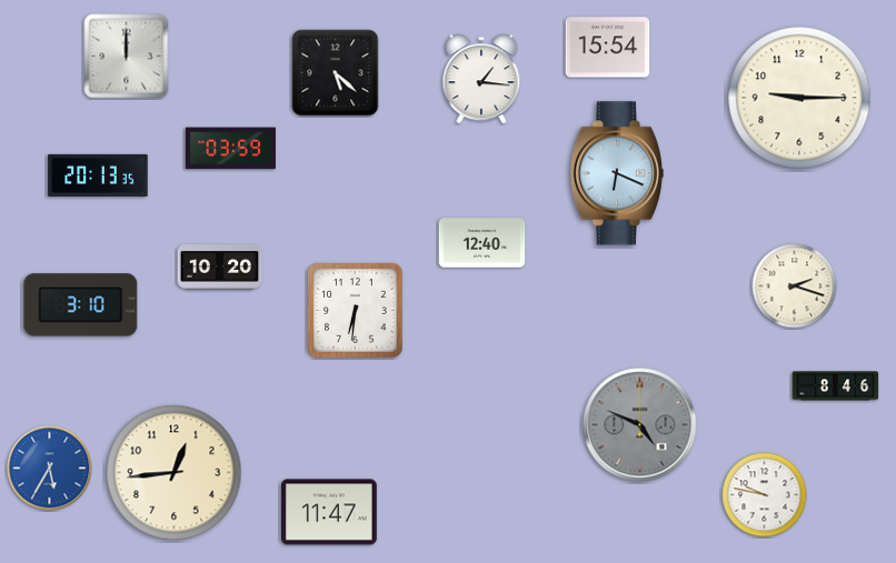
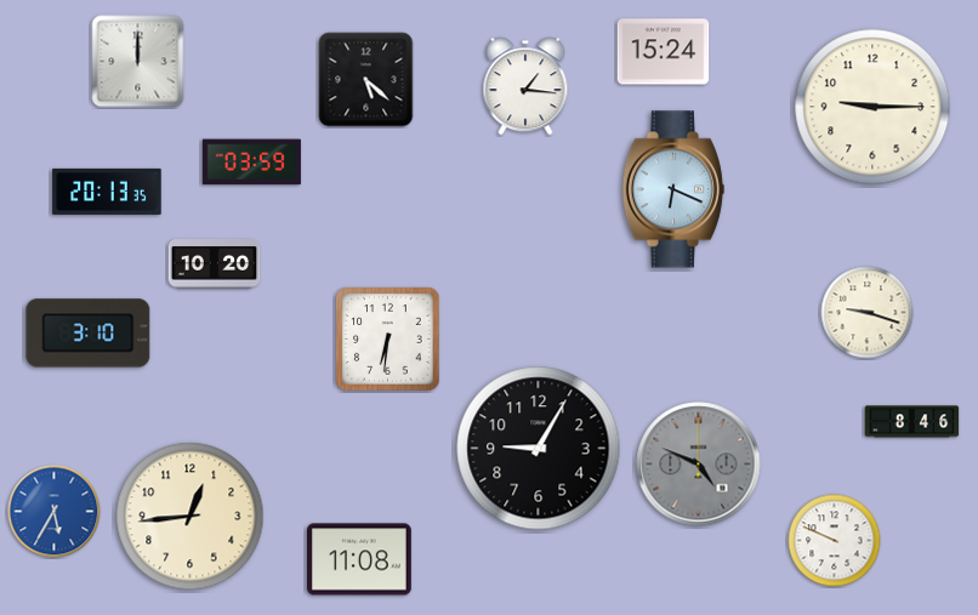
clock at (608, 48): 15:54 -> 15:24
clock at (482, 243): 12:40 -> none
clock at (220, 268) position: (220, 268) -> (215, 264)
clock at (795, 286): 2:18 -> 9:18
clock at (539, 449): none -> 9:05
clock at (765, 495): 9:47 -> 9:49
clock at (330, 512): 11:47 -> 11:08
